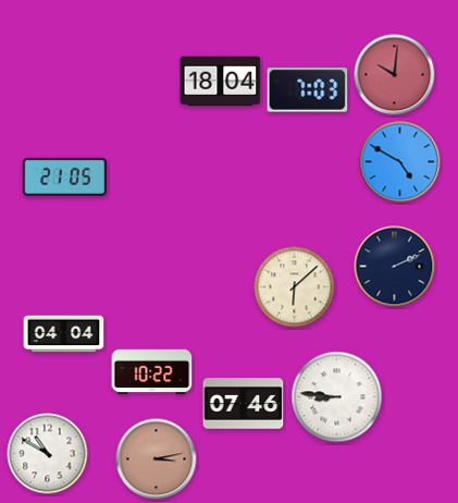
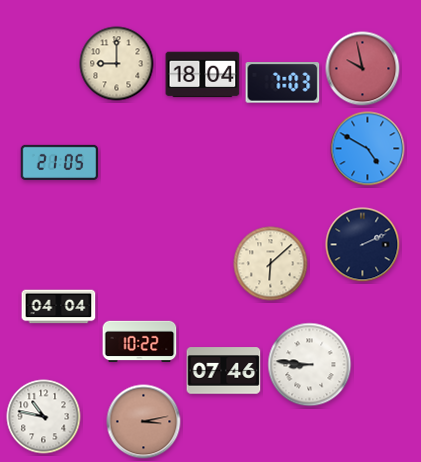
clock at (117, 64): none -> 9:00
clock at (395, 75): 10:01 -> 9:58
clock at (48, 454): 10:50 -> 10:47
